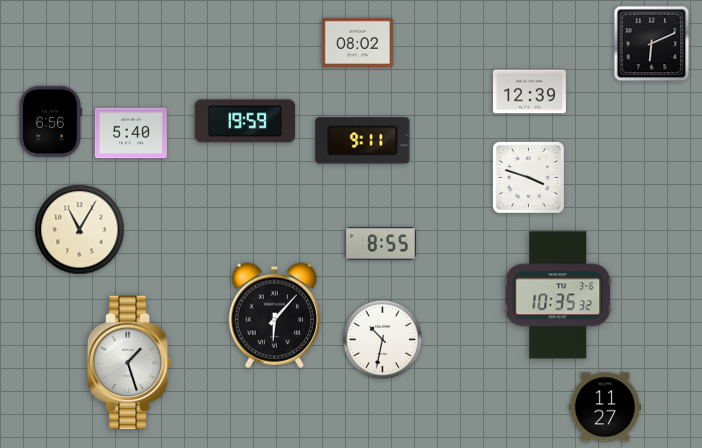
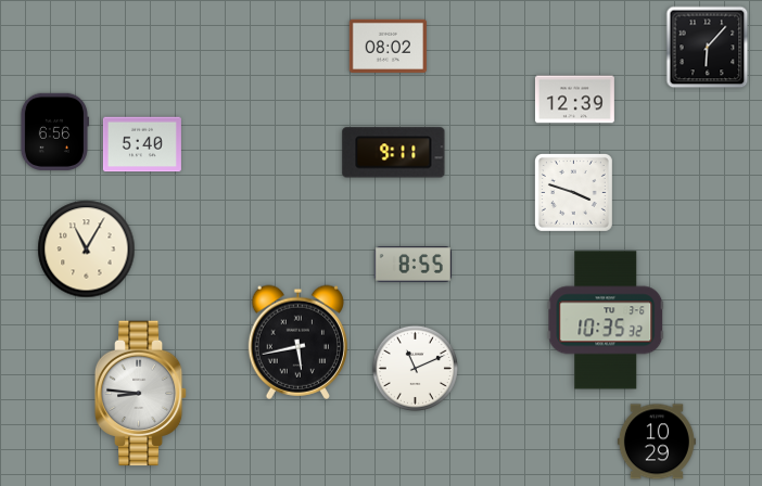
clock at (652, 44): 6:11 -> 6:07
clock at (245, 121): 19:59 -> none
clock at (274, 315): 6:07 -> 5:43
clock at (382, 339): 10:32 -> 11:11
clock at (130, 363): 1:27 -> 8:46
clock at (605, 407): 11:27 -> 10:29
